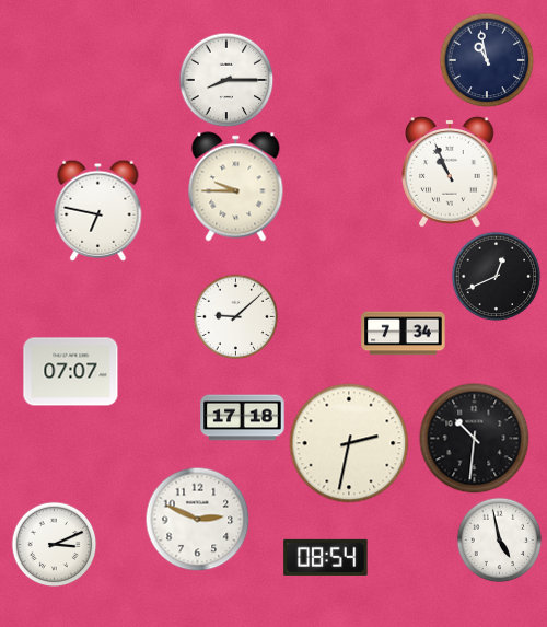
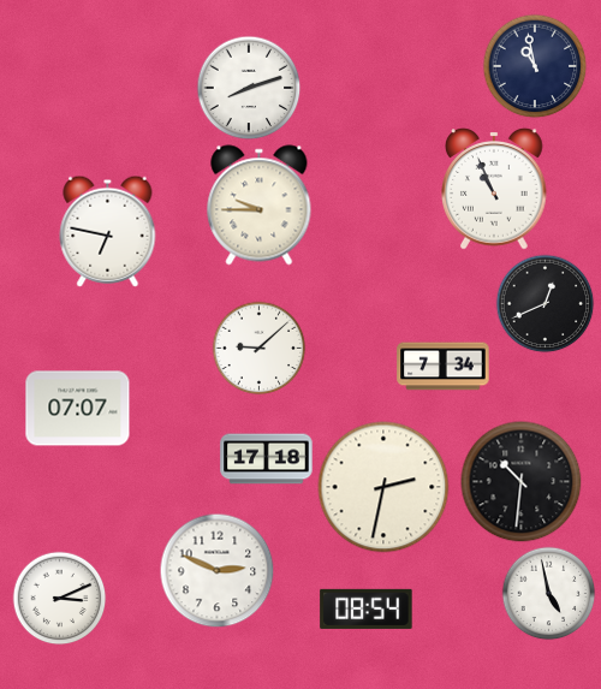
clock at (226, 80): 8:15 -> 8:12
clock at (326, 557) position: (326, 557) -> (367, 608)
